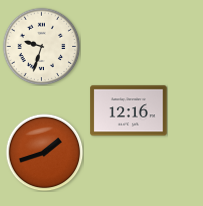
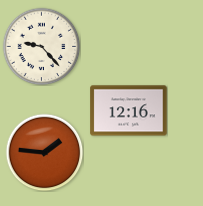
clock at (41, 46): 9:33 -> 9:23
clock at (44, 152): 1:42 -> 1:46
